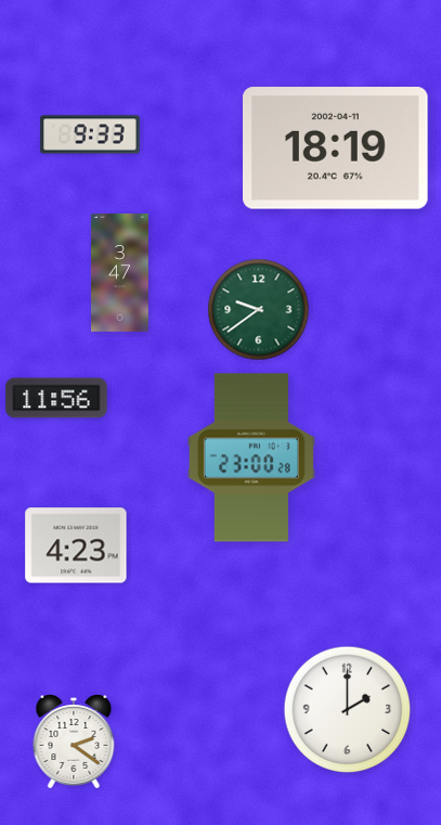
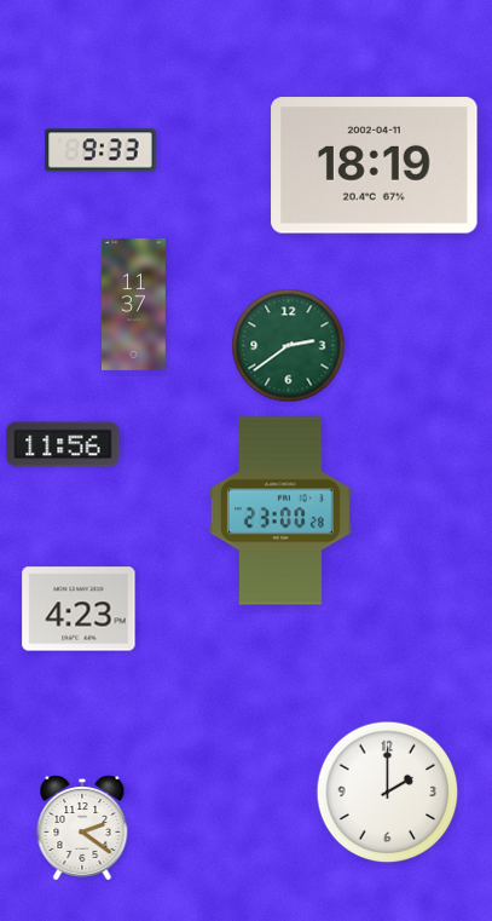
clock at (120, 272): 3:47 -> 11:37
clock at (259, 310): 9:39 -> 2:39
clock at (76, 545) position: (76, 545) -> (79, 609)
